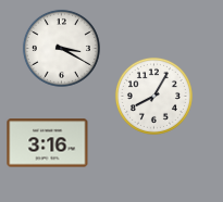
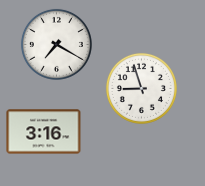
clock at (61, 48): 3:20 -> 7:20
clock at (153, 96): 8:05 -> 8:57
